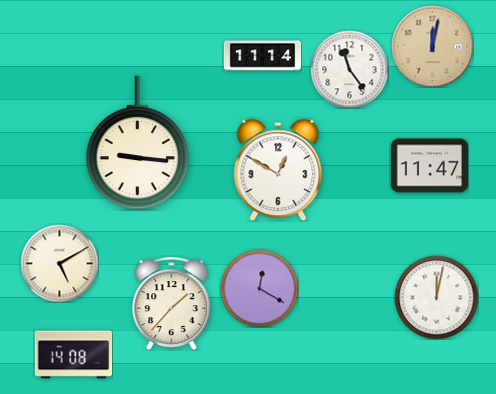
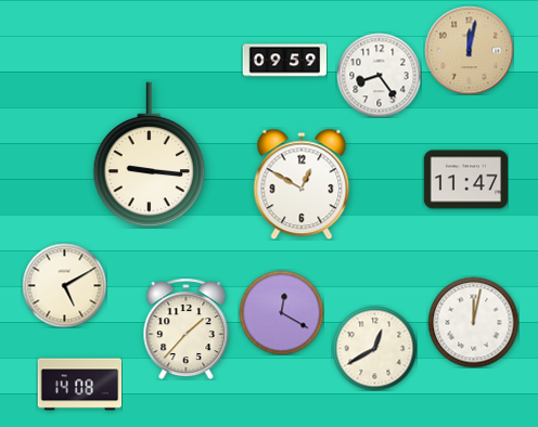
clock at (262, 56): 11:14 -> 09:59
clock at (349, 69): 11:24 -> 8:24
clock at (374, 348): none -> 12:40
